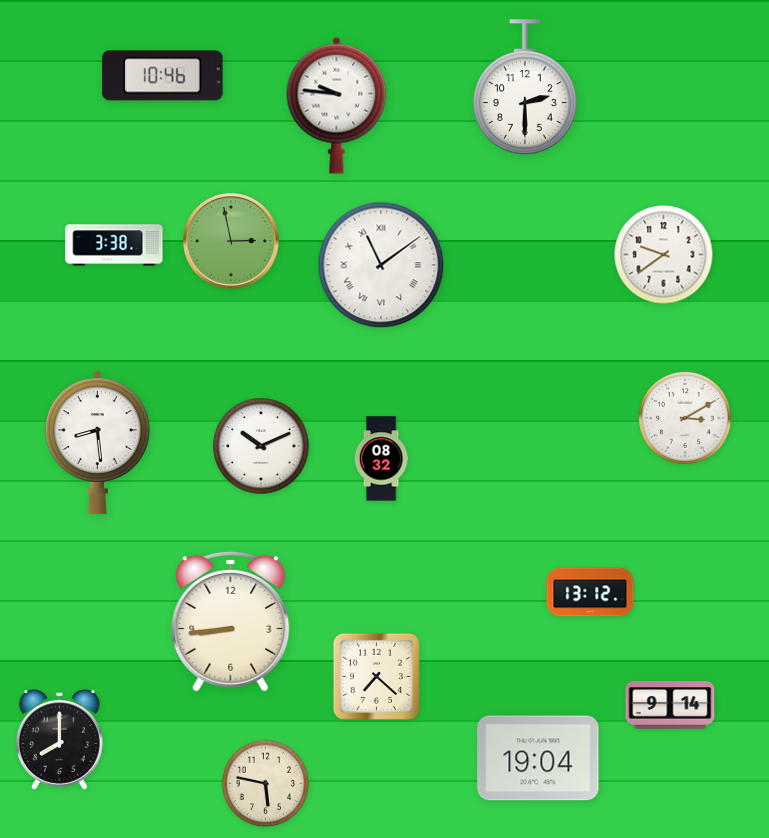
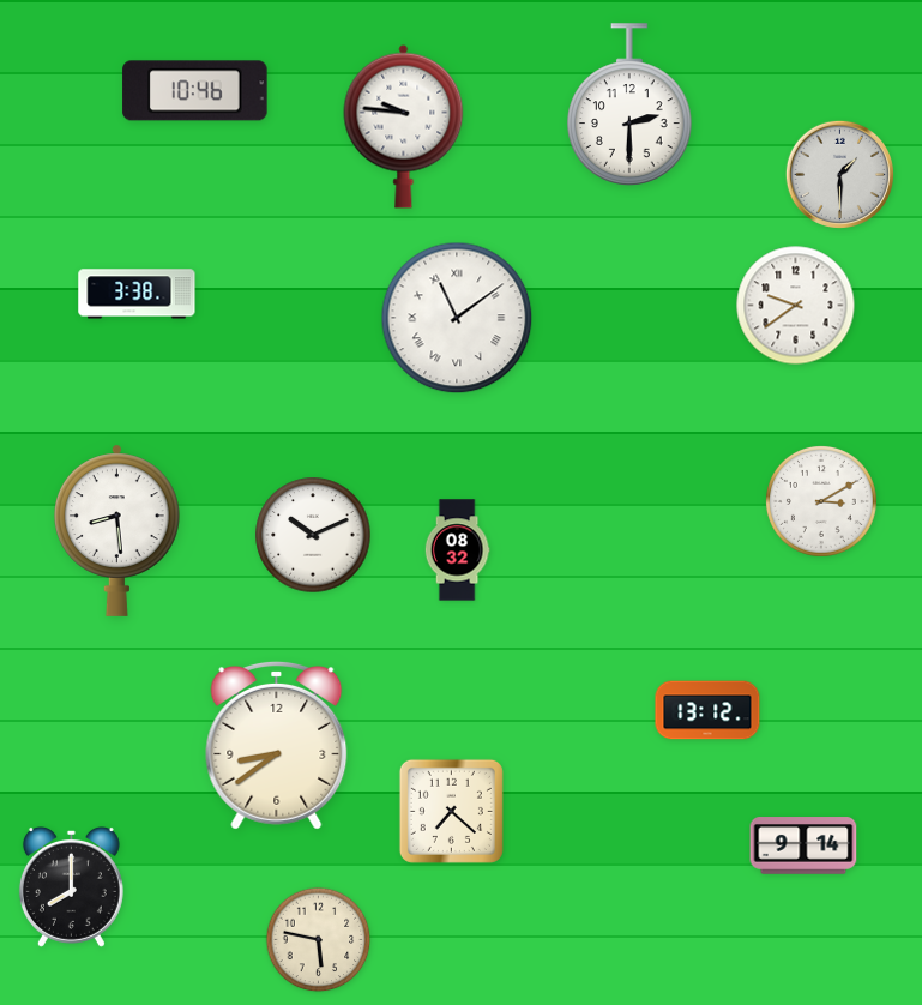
clock at (839, 174): none -> 1:30
clock at (231, 241): 2:58 -> none
clock at (231, 621): 8:44 -> 8:39
clock at (538, 758): 19:04 -> none
